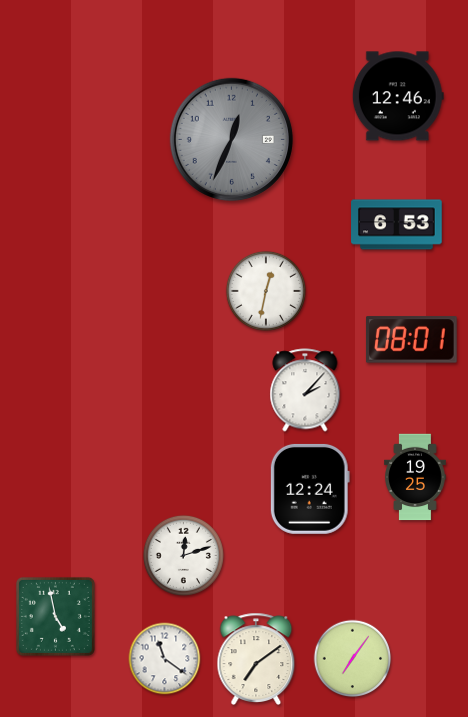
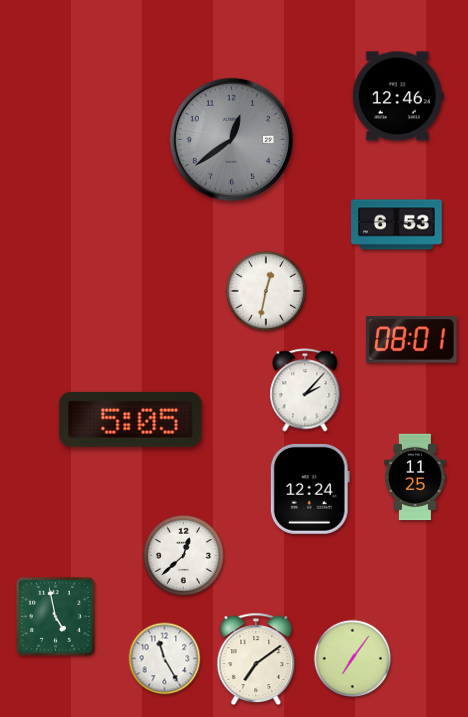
clock at (231, 139): 12:34 -> 12:39
clock at (131, 419): none -> 5:05
clock at (415, 477): 19:25 -> 11:25
clock at (183, 555): 12:12 -> 12:38
clock at (165, 659): 11:21 -> 11:25
